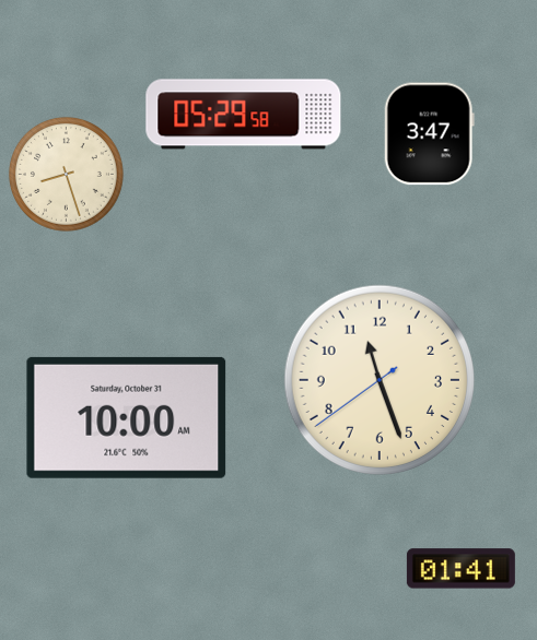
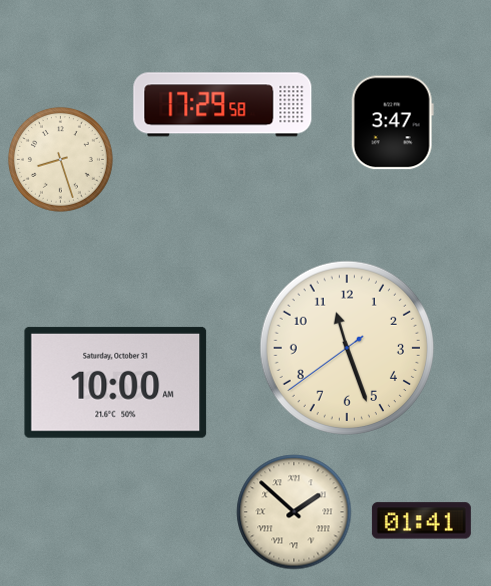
clock at (244, 115): 05:29 -> 17:29
clock at (294, 512): none -> 1:52
